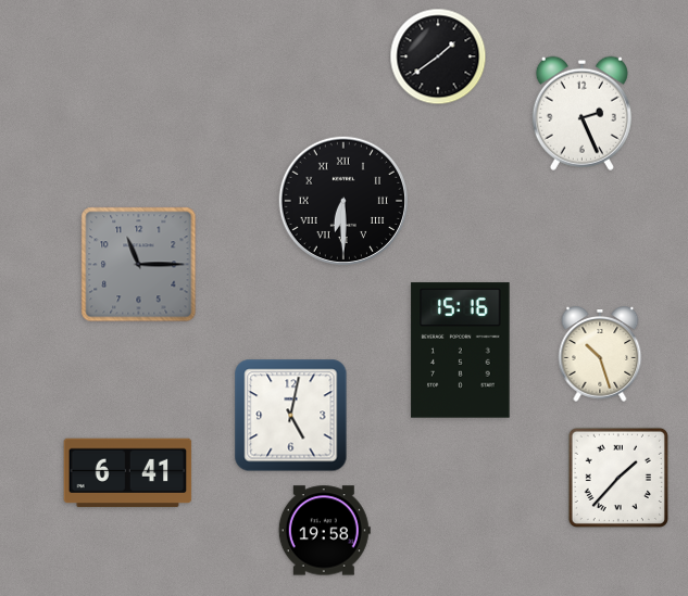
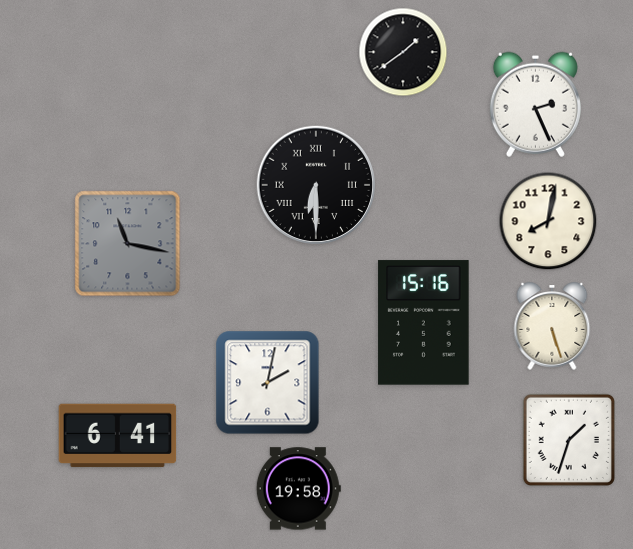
clock at (548, 221): none -> 8:02
clock at (139, 265): 11:15 -> 11:17
clock at (600, 354): 10:27 -> 5:27
clock at (291, 416): 5:02 -> 2:02
clock at (618, 478): 1:37 -> 1:33
